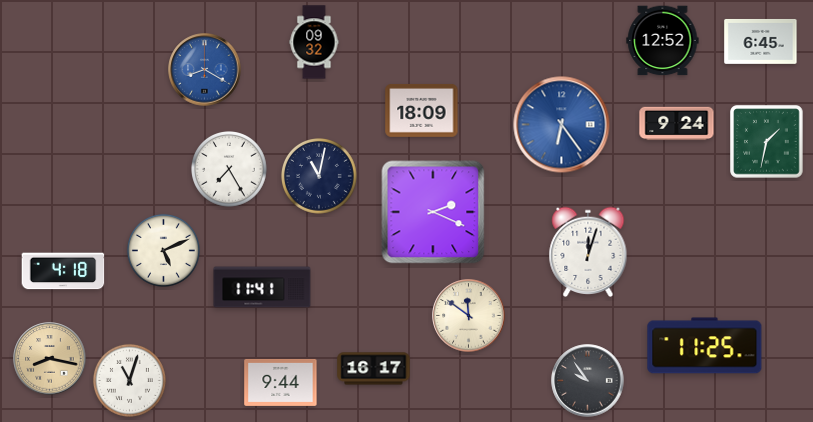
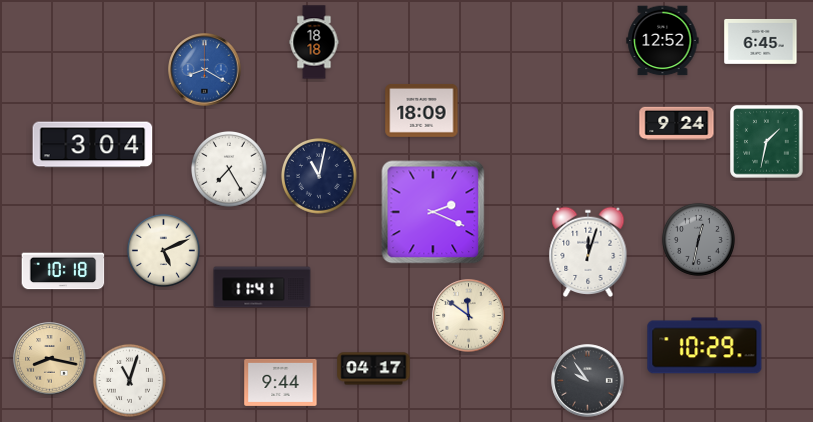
clock at (314, 42): 09:32 -> 18:18
clock at (562, 125): 6:24 -> none
clock at (93, 145): none -> 3:04
clock at (698, 239): none -> 12:32
clock at (63, 271): 4:18 -> 10:18
clock at (705, 346): 11:25 -> 10:29
clock at (374, 369): 16:17 -> 04:17
